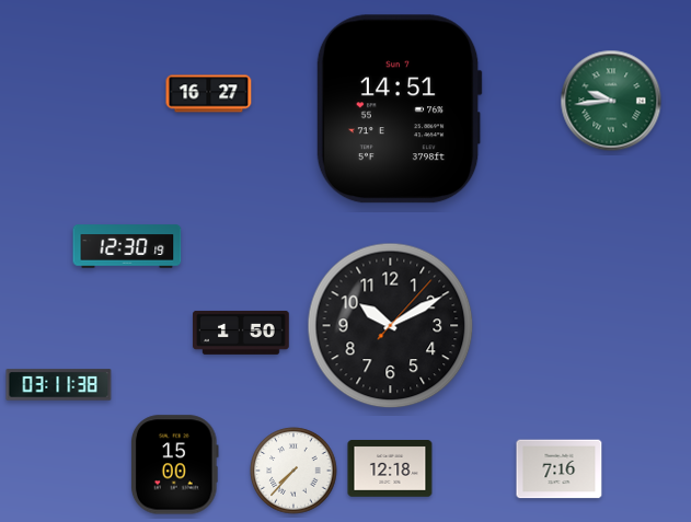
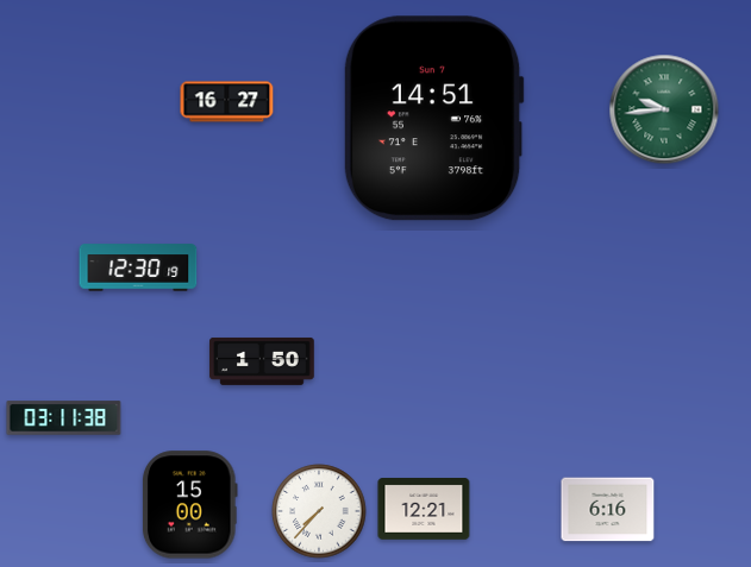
clock at (391, 326): 10:10 -> none
clock at (390, 469): 12:18 -> 12:21
clock at (560, 469): 7:16 -> 6:16
